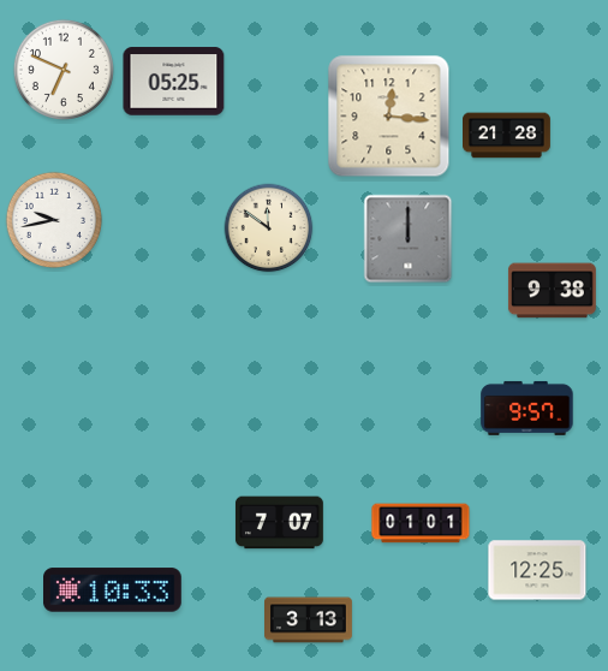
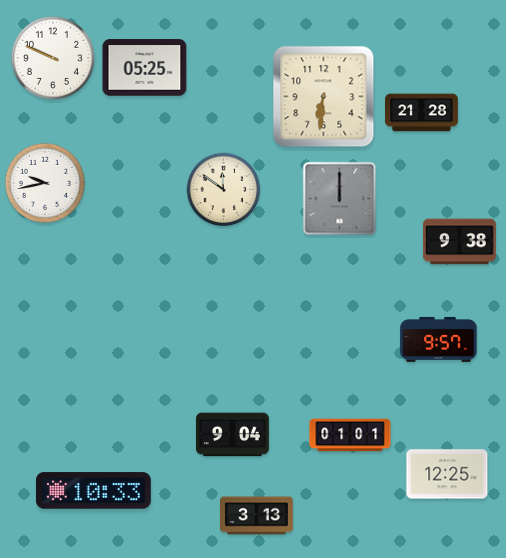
clock at (64, 70): 6:49 -> 9:49
clock at (389, 117): 12:16 -> 6:31
clock at (279, 523): 7:07 -> 9:04
